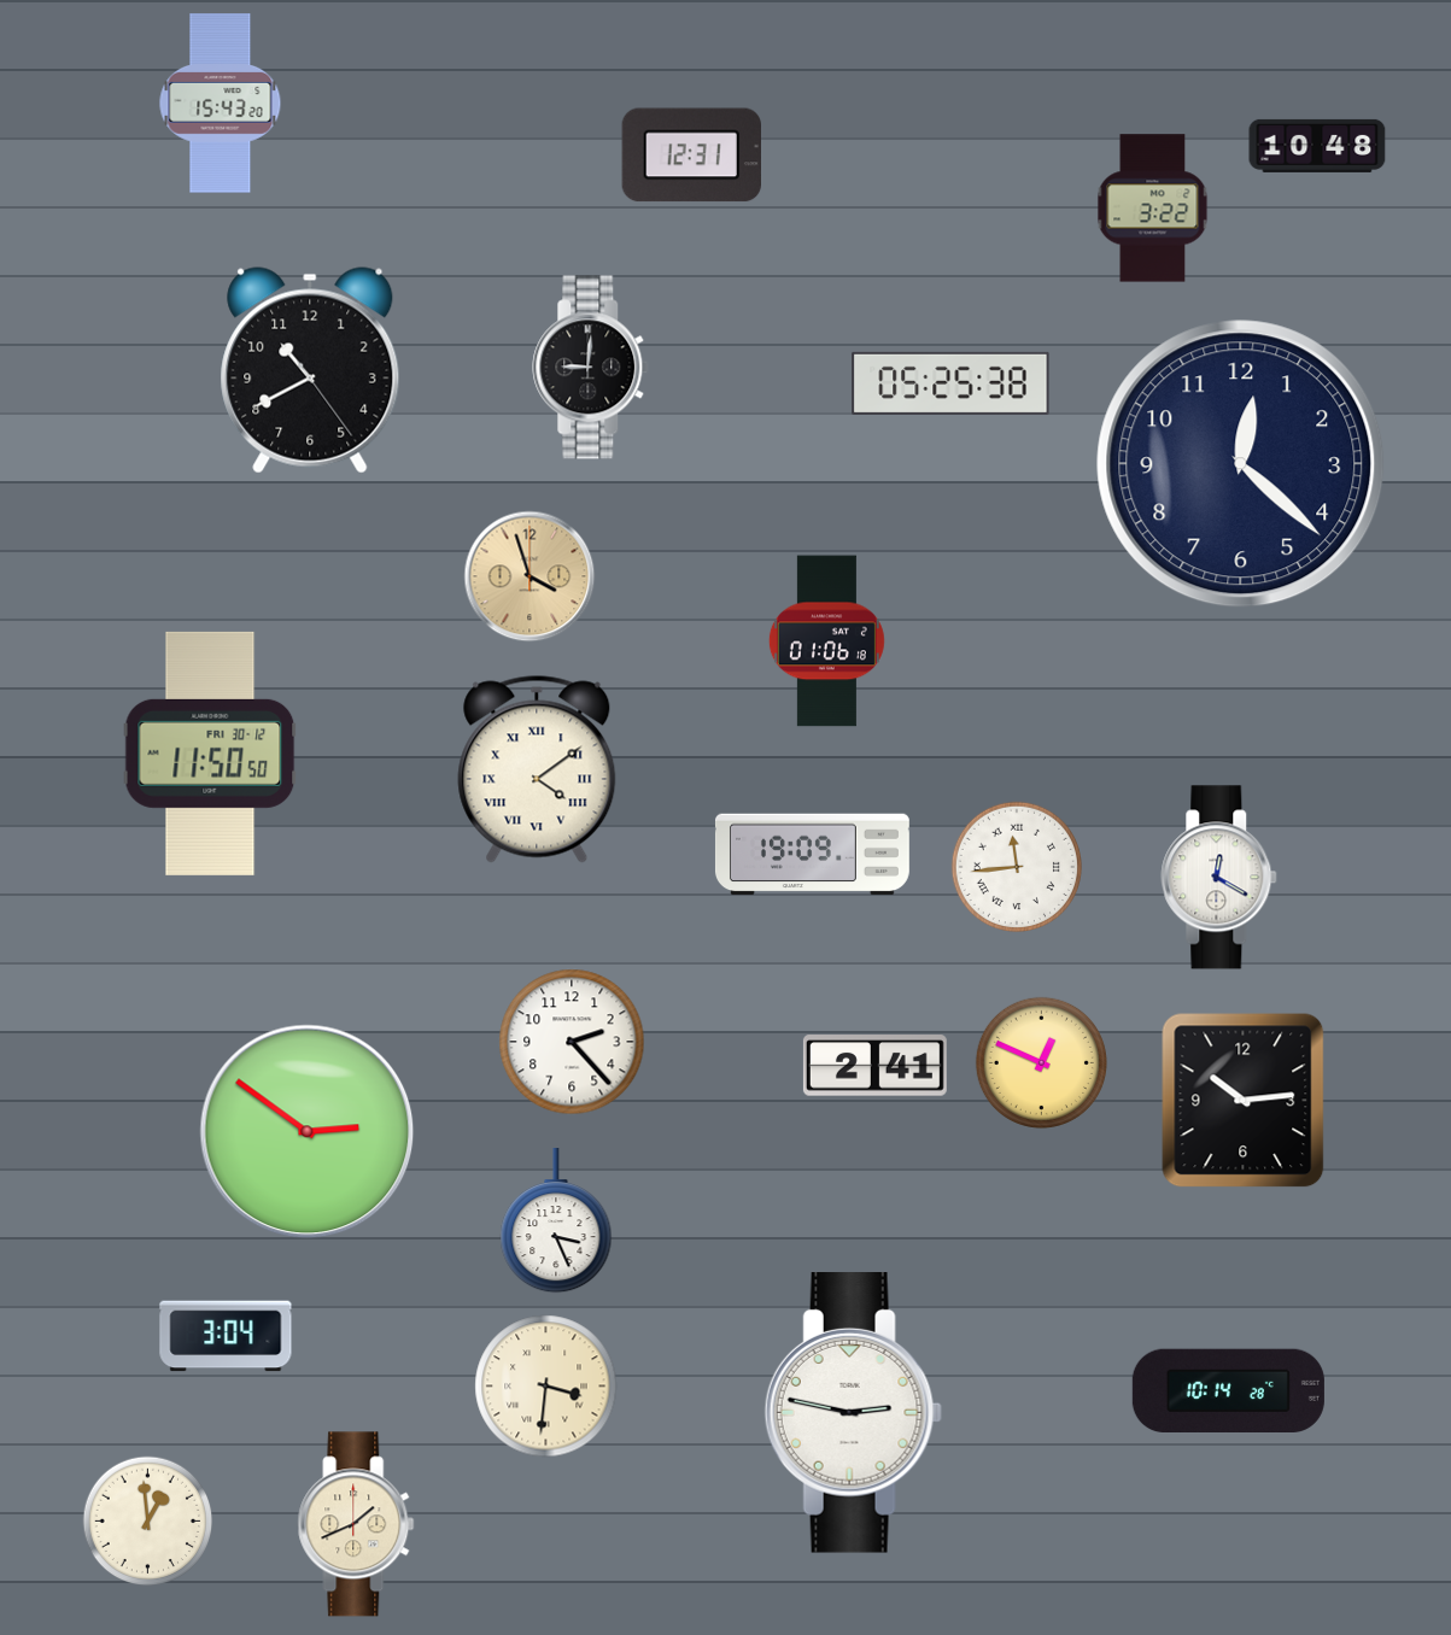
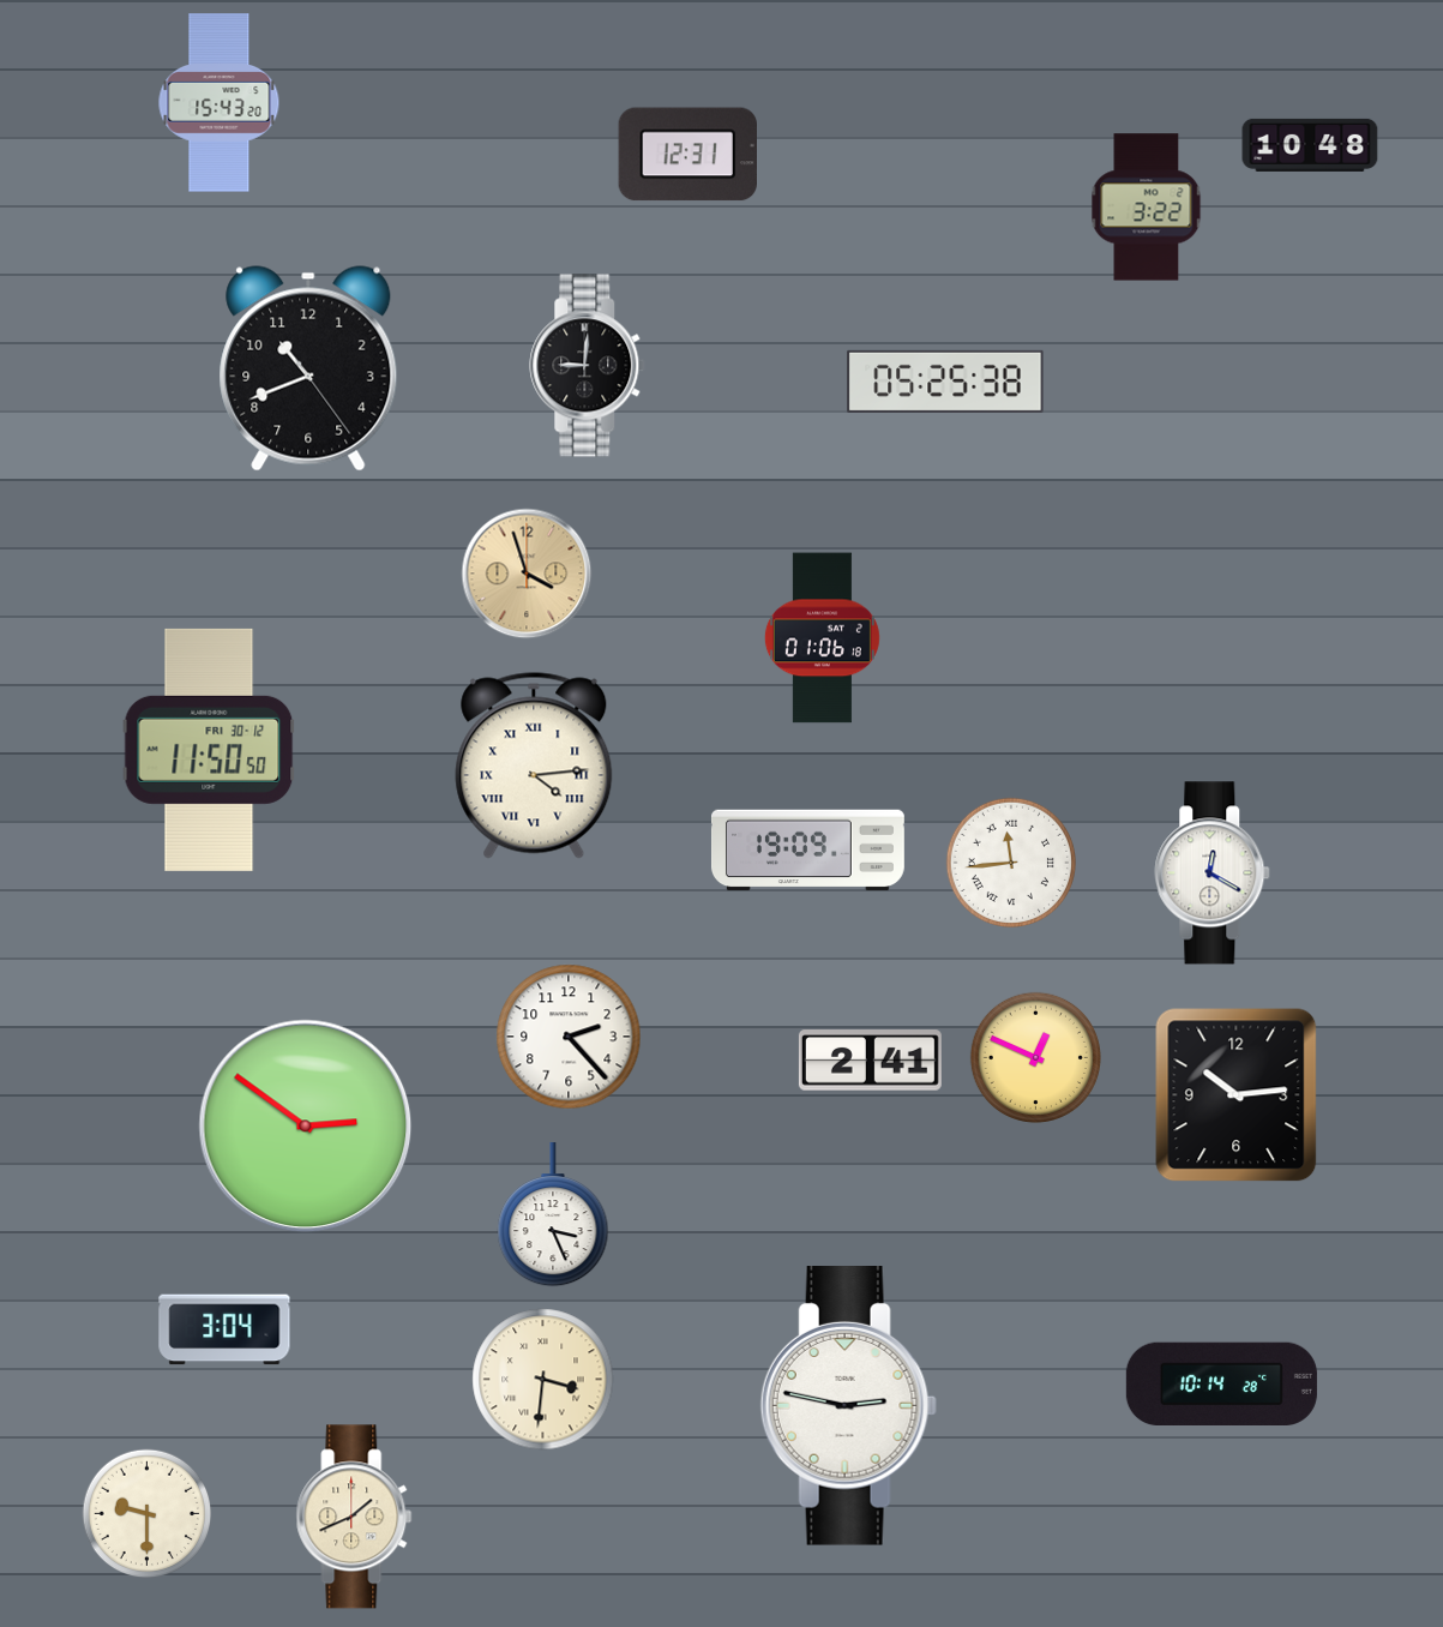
clock at (310, 370): 10:40 -> 10:41
clock at (1241, 464): 12:22 -> none
clock at (537, 769): 4:09 -> 4:14
clock at (148, 1522): 12:59 -> 9:30
